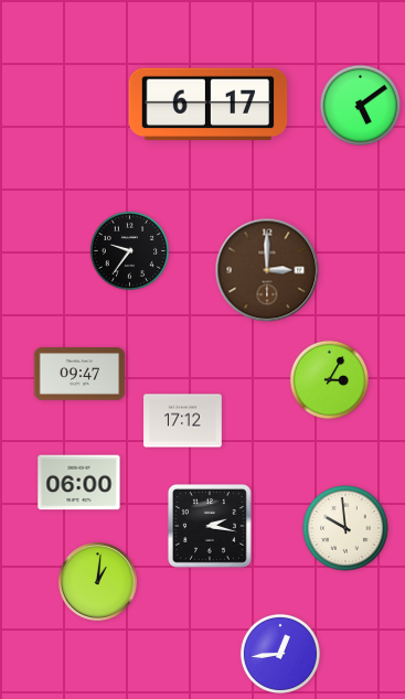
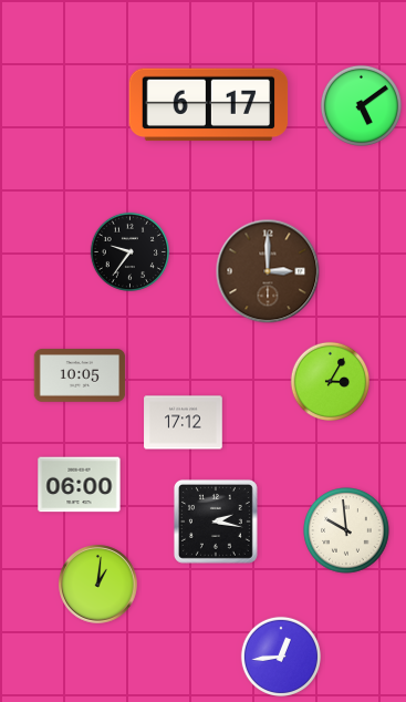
clock at (79, 374): 09:47 -> 10:05
clock at (210, 526) position: (210, 526) -> (216, 522)
